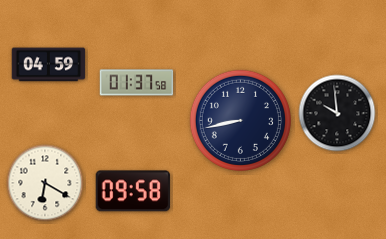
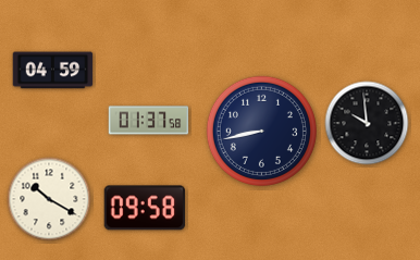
clock at (137, 83) position: (137, 83) -> (149, 121)
clock at (45, 183): 6:20 -> 10:20
